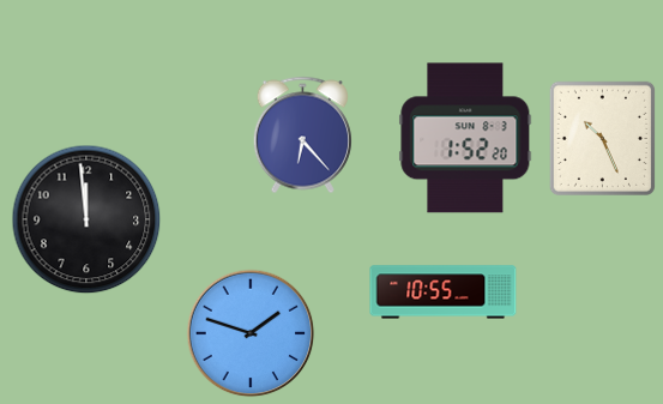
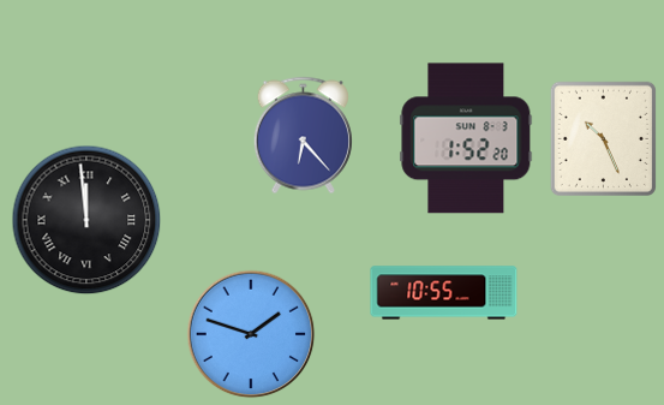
clock at (86, 219) numerals: Arabic -> Roman
